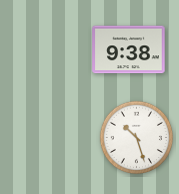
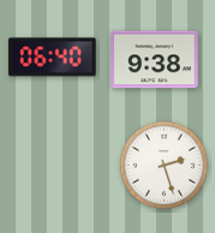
clock at (53, 58): none -> 06:40
clock at (136, 137): 10:27 -> 2:27
